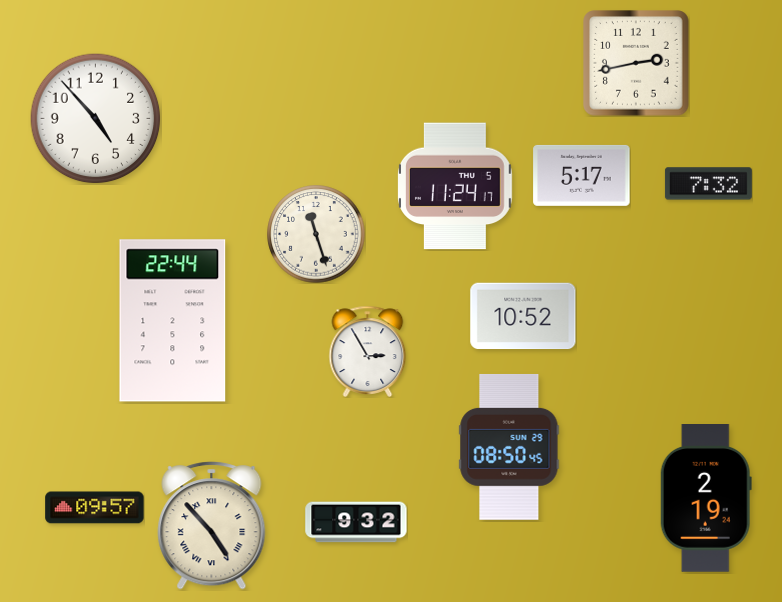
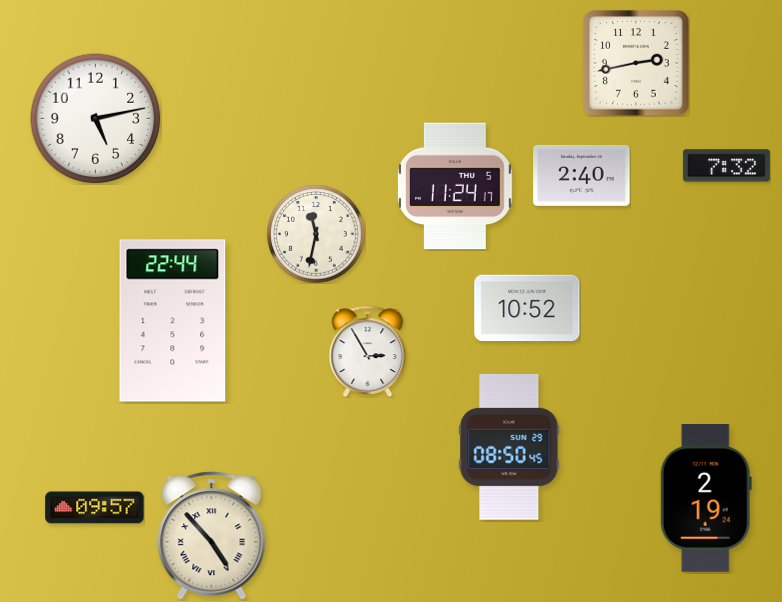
clock at (96, 119): 4:53 -> 5:13
clock at (582, 175): 5:17 -> 2:40
clock at (708, 184) position: (708, 184) -> (726, 166)
clock at (316, 234): 11:27 -> 11:32
clock at (523, 316) position: (523, 316) -> (527, 308)
clock at (356, 522): 9:32 -> none
clock at (212, 526) position: (212, 526) -> (212, 536)
